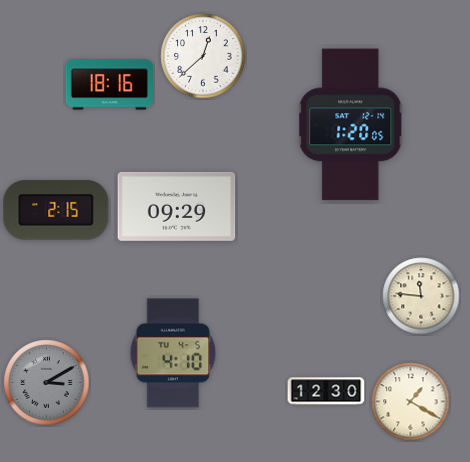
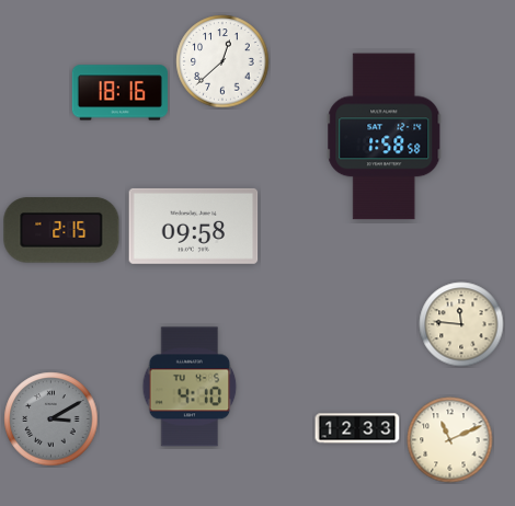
clock at (351, 125): 1:20 -> 1:58
clock at (177, 206): 09:29 -> 09:58
clock at (326, 391): 12:30 -> 12:33
clock at (411, 402): 1:20 -> 11:11
